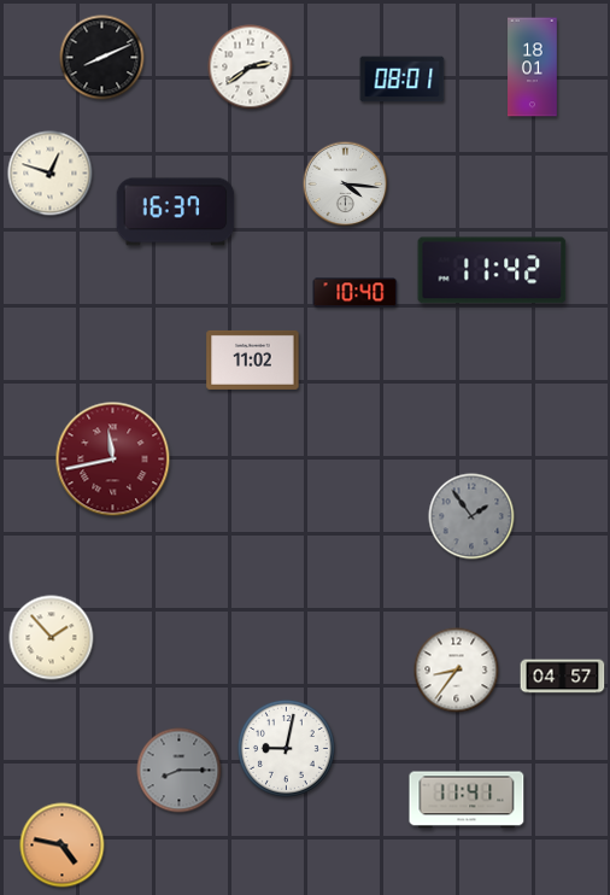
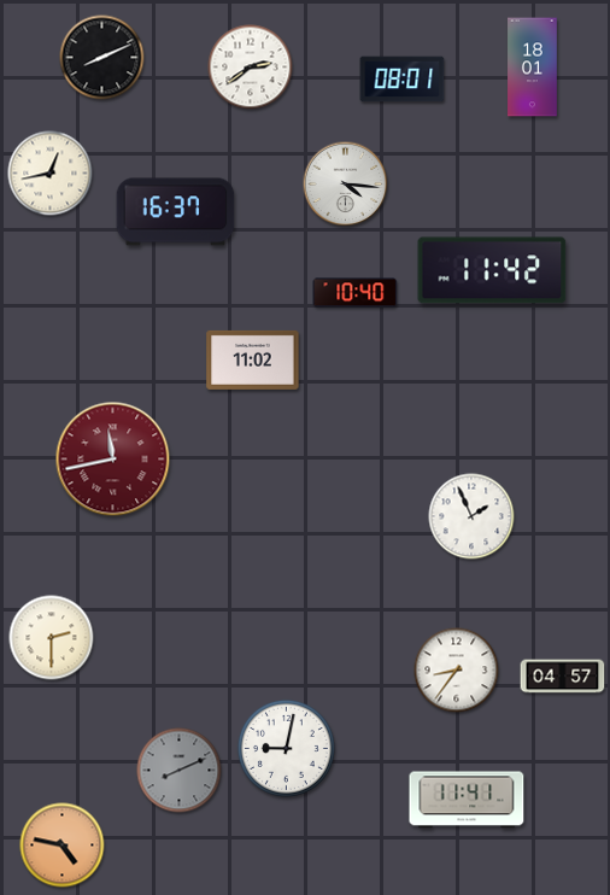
clock at (51, 174): 12:48 -> 12:43
clock at (471, 516): 1:54 -> 1:56
clock at (471, 516) dial: grey -> white
clock at (52, 638): 1:53 -> 2:30
clock at (180, 771): 8:15 -> 8:11
